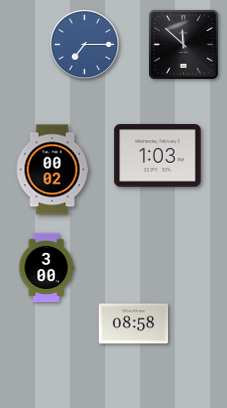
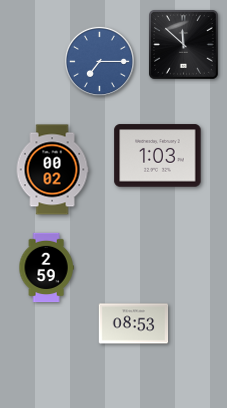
clock at (84, 44) position: (84, 44) -> (99, 61)
clock at (46, 268): 3:00 -> 2:59
clock at (134, 324): 08:58 -> 08:53
